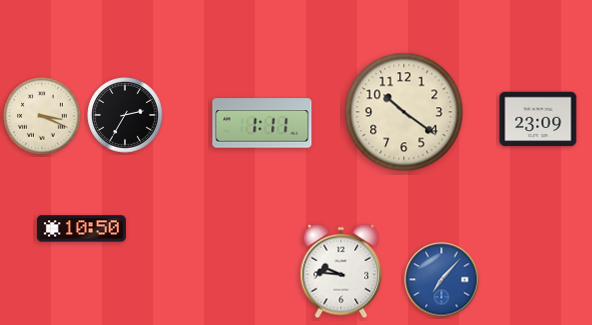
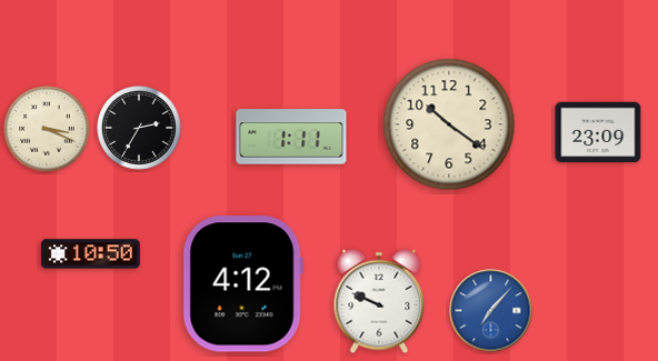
clock at (242, 284): none -> 4:12
clock at (341, 271): 9:46 -> 9:49
